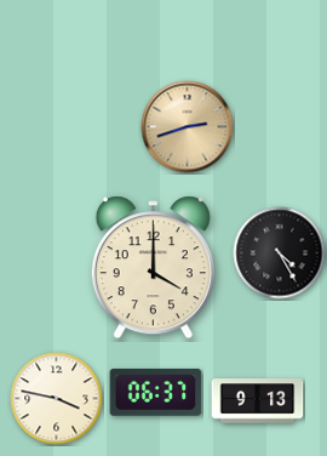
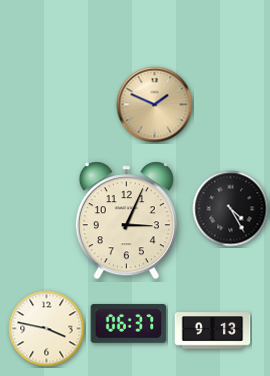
clock at (188, 127): 2:42 -> 1:49
clock at (153, 268): 4:00 -> 3:04
